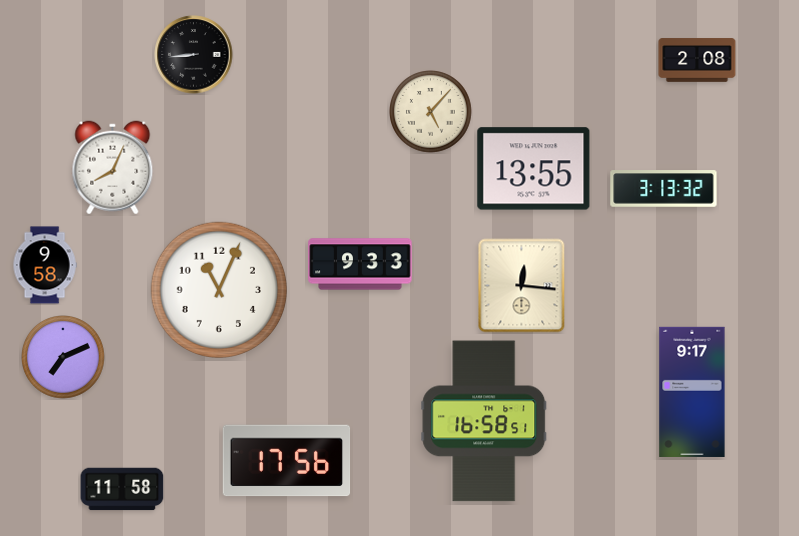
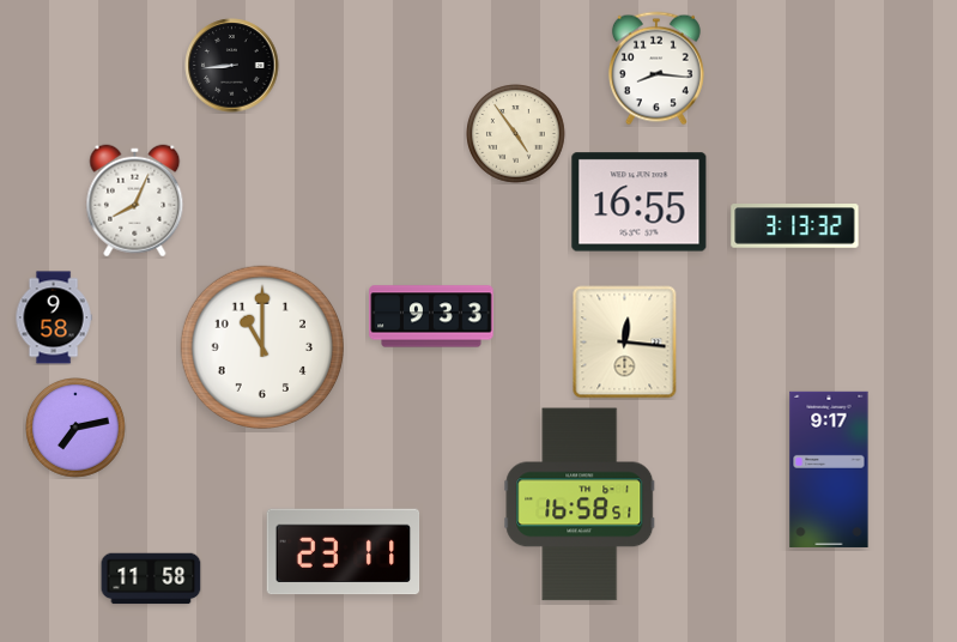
clock at (656, 68): none -> 8:16
clock at (697, 60): 2:08 -> none
clock at (431, 112): 5:07 -> 4:54
clock at (534, 169): 13:55 -> 16:55
clock at (218, 289): 11:04 -> 11:00
clock at (64, 358): 7:11 -> 7:13
clock at (287, 461): 17:56 -> 23:11
clock at (122, 489) position: (122, 489) -> (151, 579)
